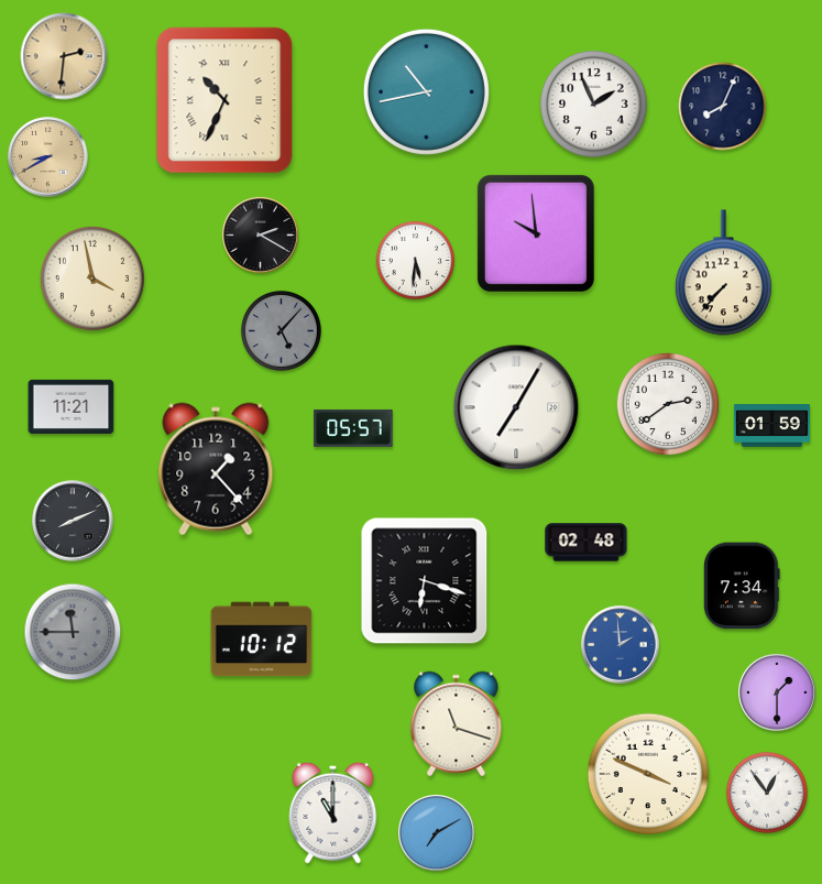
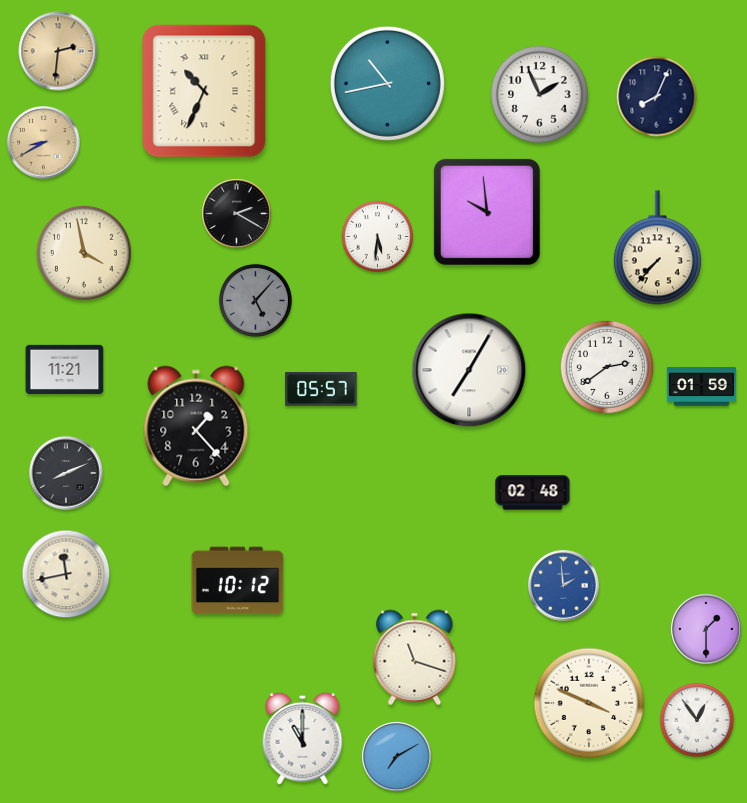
clock at (425, 581): 6:18 -> none
clock at (743, 586): 7:34 -> none
clock at (73, 632): 11:45 -> 11:43
clock at (73, 632) dial: grey -> cream
